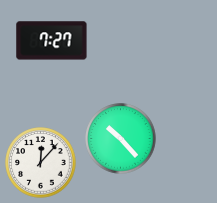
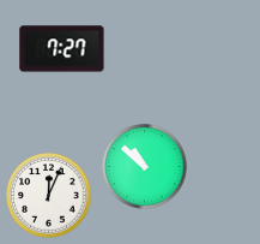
clock at (121, 139): 10:23 -> 10:52
clock at (41, 163): 12:07 -> 12:04
